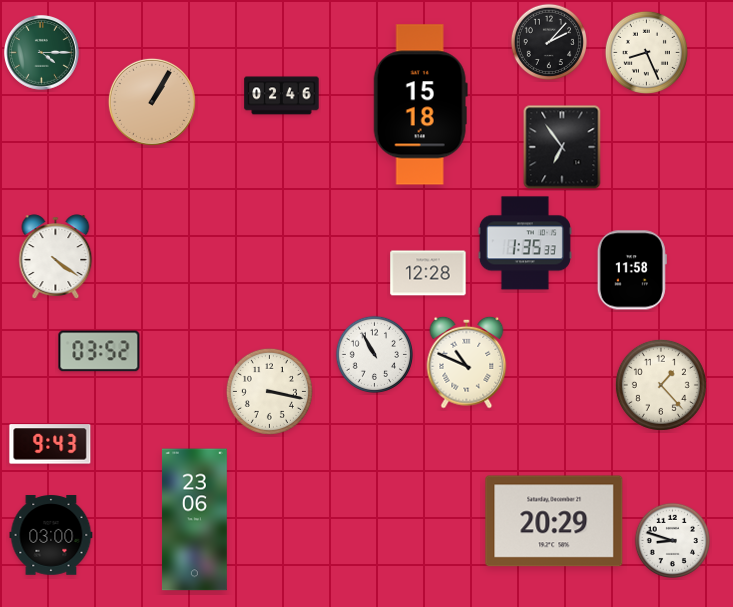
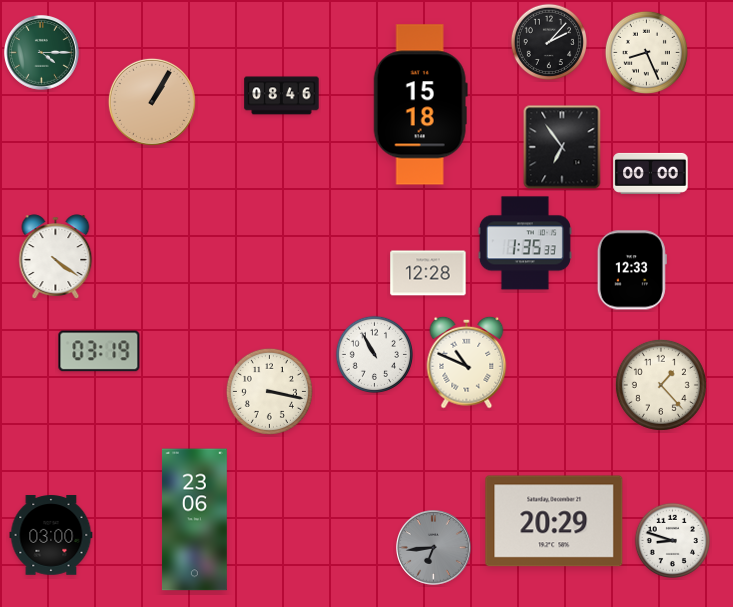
clock at (282, 96): 02:46 -> 08:46
clock at (651, 173): none -> 00:00
clock at (632, 270): 11:58 -> 12:33
clock at (99, 351): 03:52 -> 03:19
clock at (50, 444): 9:43 -> none
clock at (434, 548): none -> 6:44
